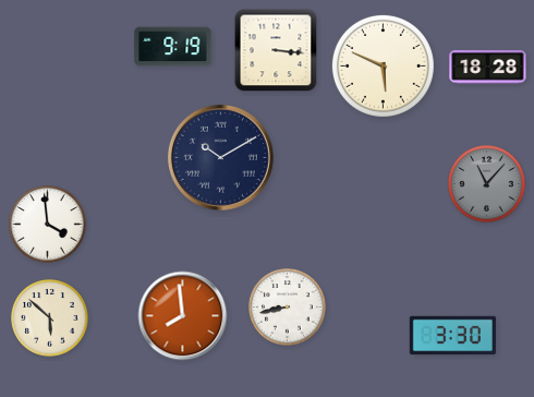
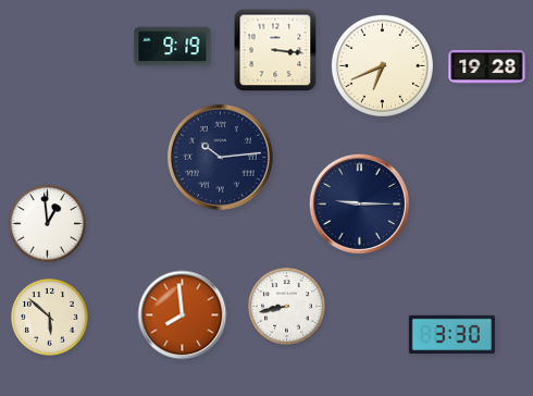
clock at (383, 65): 5:49 -> 6:41
clock at (488, 67): 18:28 -> 19:28
clock at (220, 157): 10:10 -> 10:14
clock at (487, 184): 11:07 -> none
clock at (359, 203): none -> 9:15
clock at (48, 225): 3:59 -> 12:59
